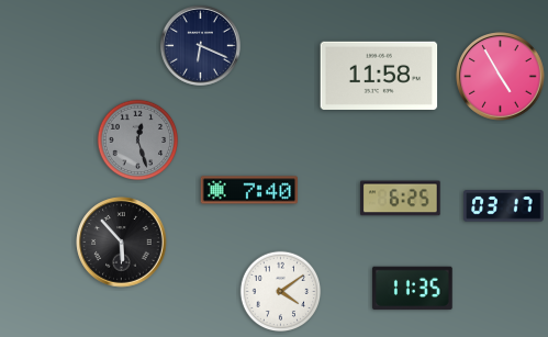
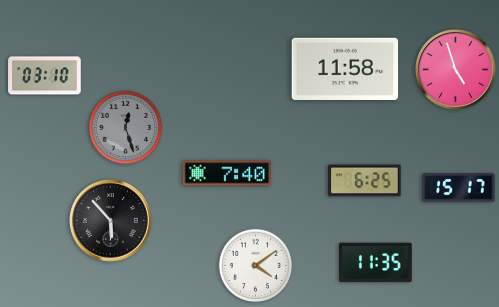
clock at (200, 45): 6:19 -> none
clock at (501, 77): 4:55 -> 4:57
clock at (45, 76): none -> 03:10
clock at (504, 206): 03:17 -> 15:17
